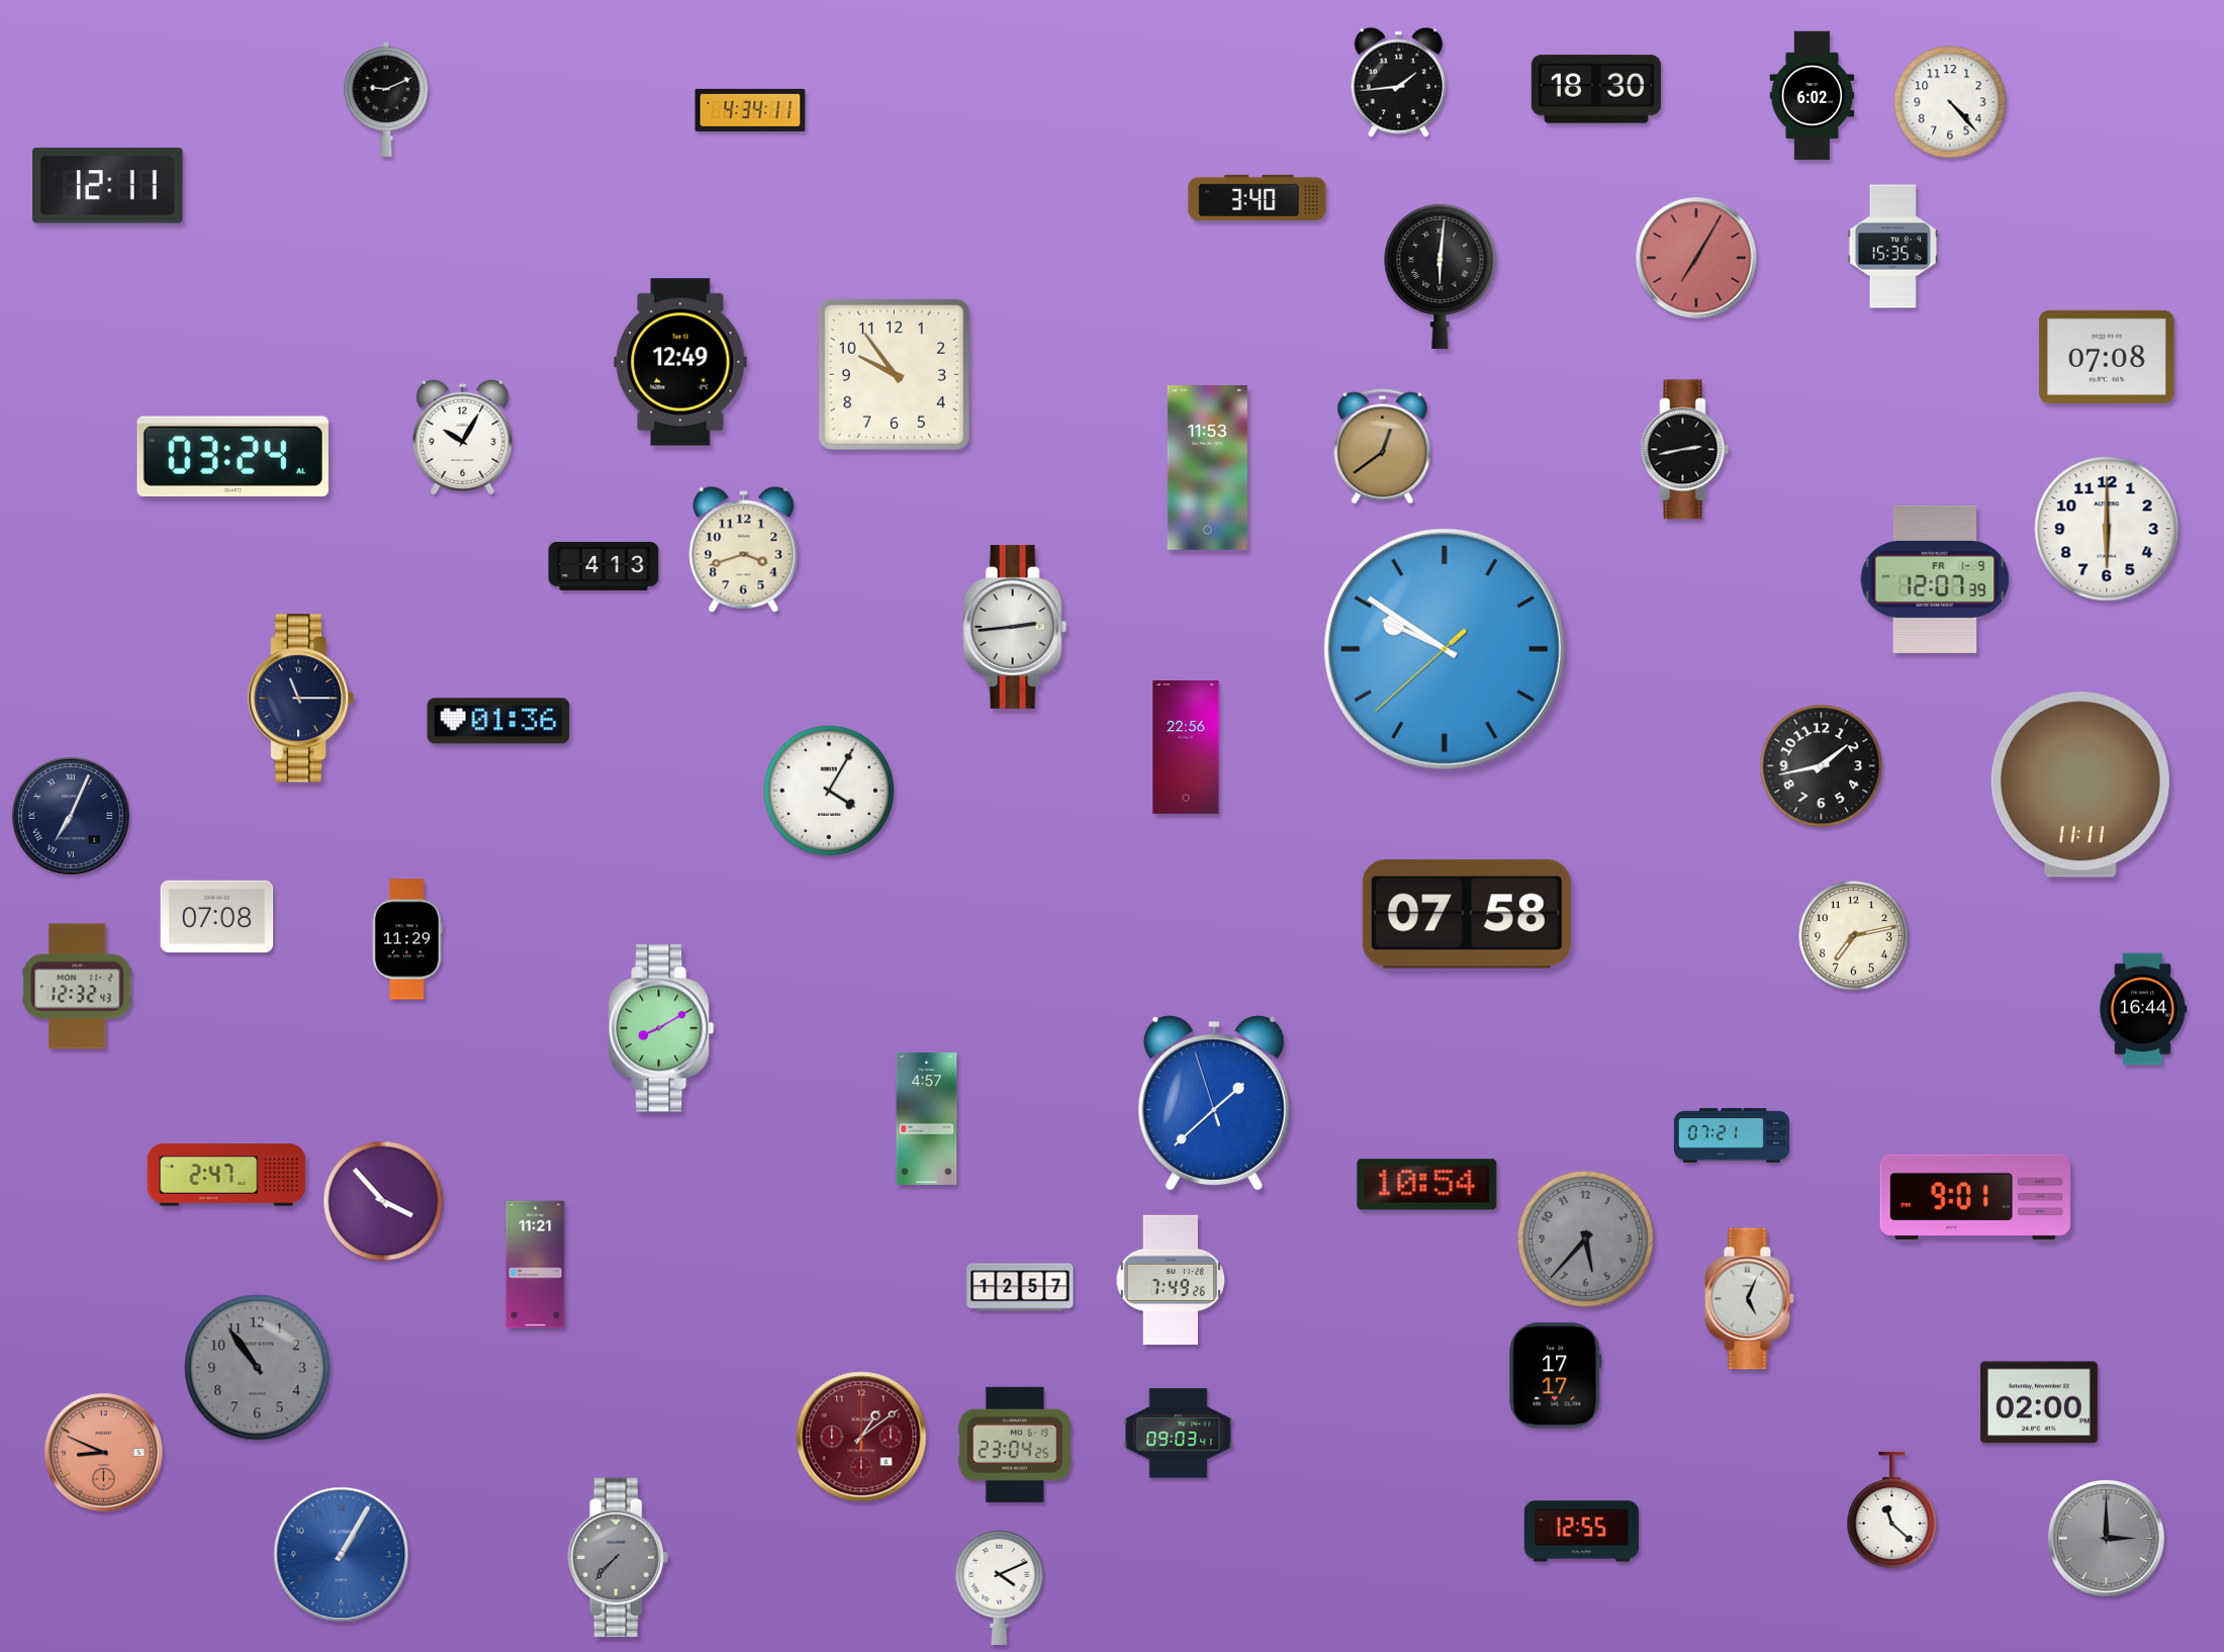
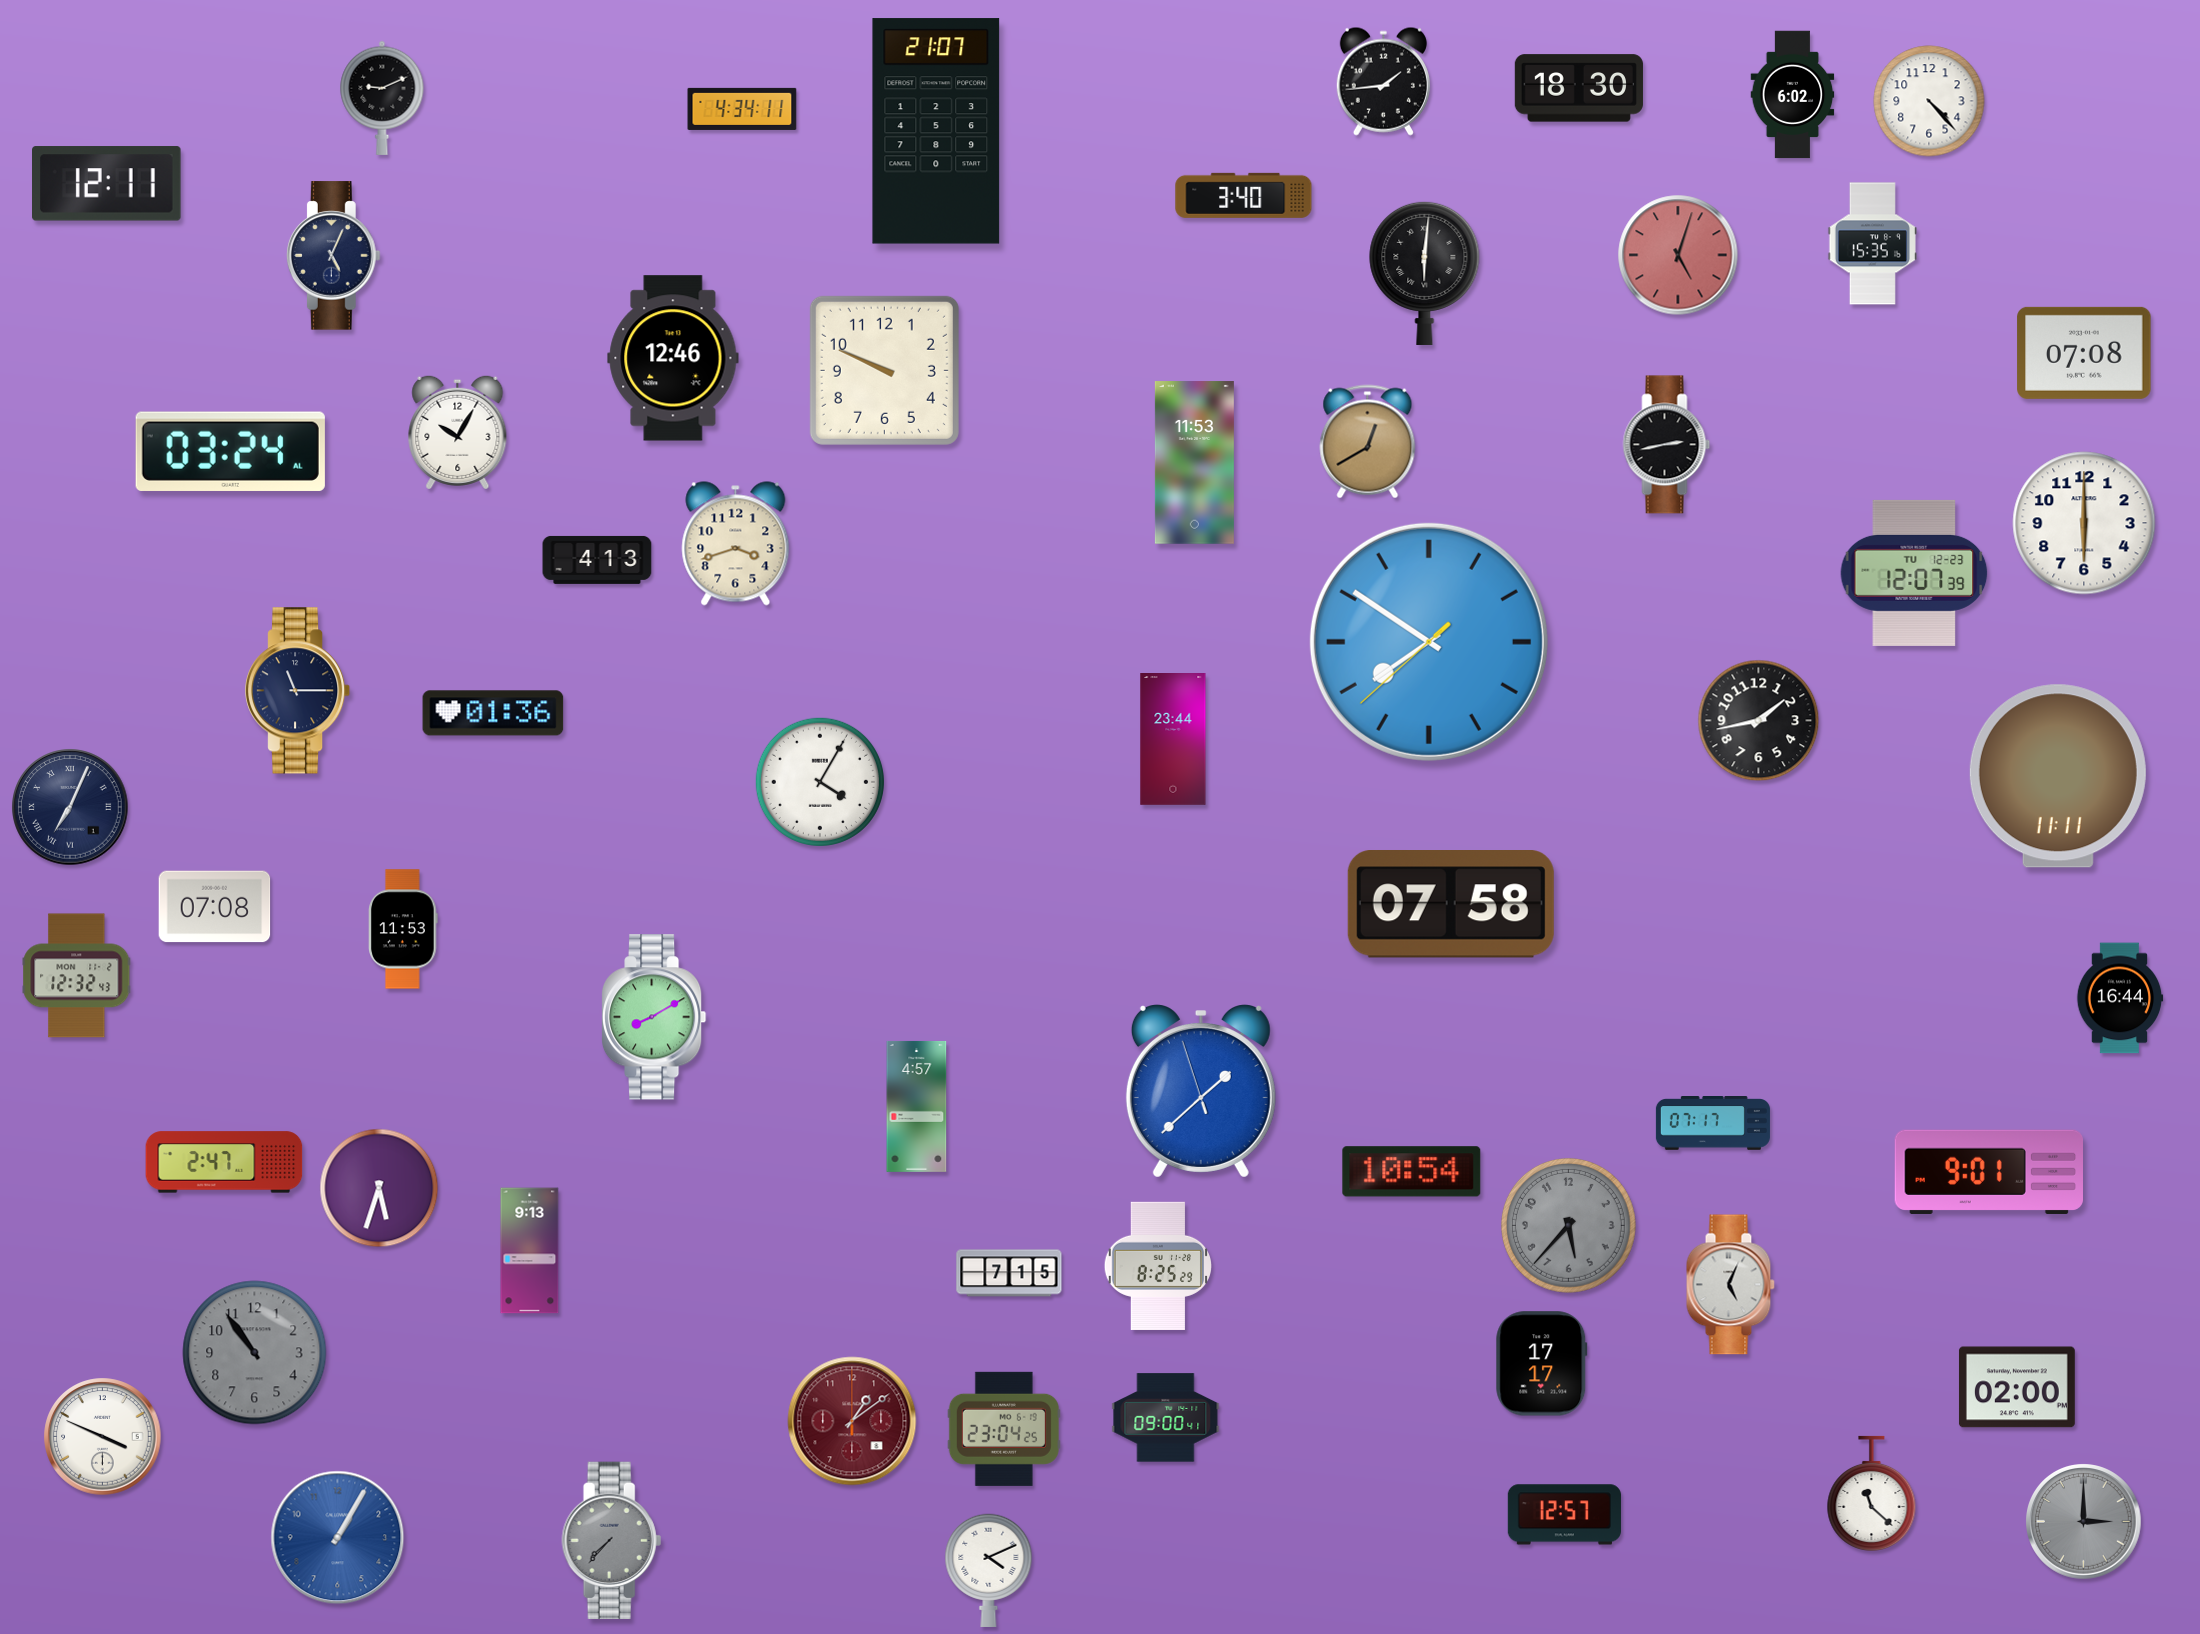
clock at (936, 131): none -> 21:07
clock at (1696, 258): 7:05 -> 5:03
clock at (333, 256): none -> 5:04
clock at (680, 362): 12:49 -> 12:46
clock at (894, 374): 9:54 -> 9:49
clock at (1383, 447): 12:39 -> 12:40
clock at (1935, 579) date: FR 1-9 -> TU 12-23
clock at (1015, 627): 2:44 -> none
clock at (1445, 649): 9:50 -> 7:50
clock at (1186, 748): 22:56 -> 23:44
clock at (1822, 766) position: (1822, 766) -> (1759, 721)
clock at (1854, 936): 7:13 -> none
clock at (408, 939): 11:29 -> 11:53
clock at (1732, 1136): 07:21 -> 07:17
clock at (1974, 1197) position: (1974, 1197) -> (1988, 1172)
clock at (383, 1201): 3:53 -> 5:33
clock at (536, 1265): 11:21 -> 9:13
clock at (1171, 1279): 7:49 -> 8:25
clock at (1020, 1287): 12:57 -> 7:15
clock at (1556, 1376) position: (1556, 1376) -> (1542, 1364)
clock at (1179, 1434): 09:03 -> 09:00
clock at (104, 1453): 8:49 -> 3:49
clock at (104, 1453) dial: salmon -> white
clock at (1581, 1532): 12:55 -> 12:57
